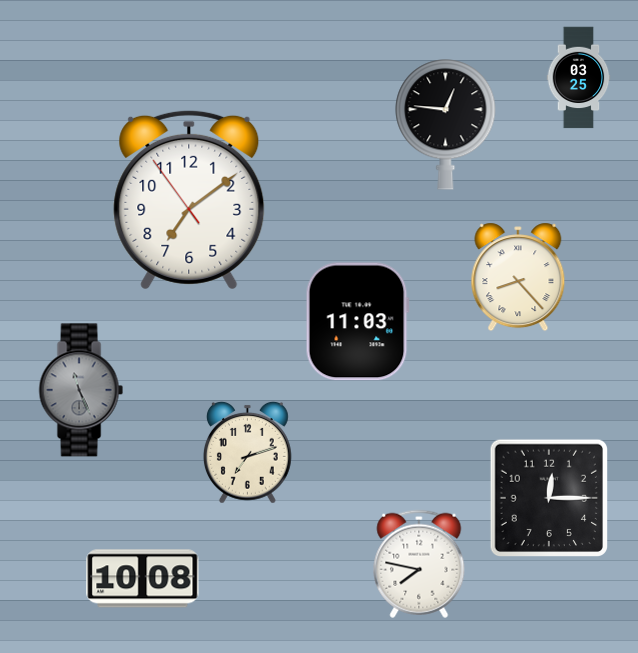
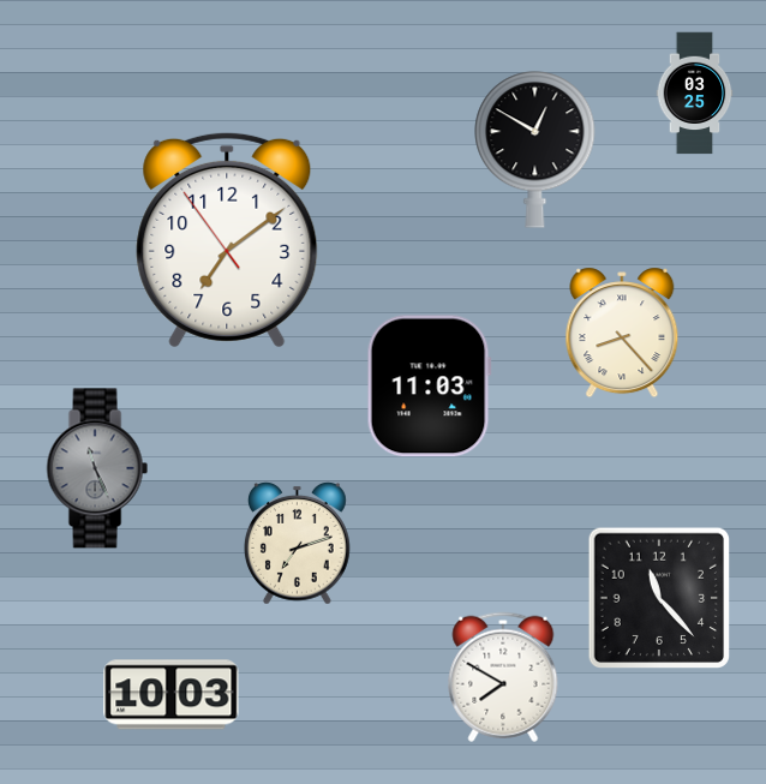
clock at (446, 125): 12:46 -> 12:50
clock at (549, 498): 12:15 -> 11:23
clock at (419, 564): 7:47 -> 7:50
clock at (143, 579): 10:08 -> 10:03
